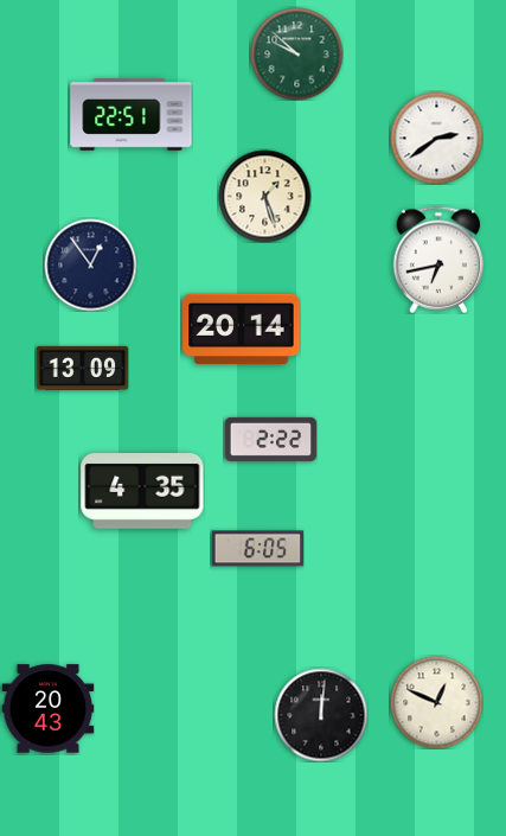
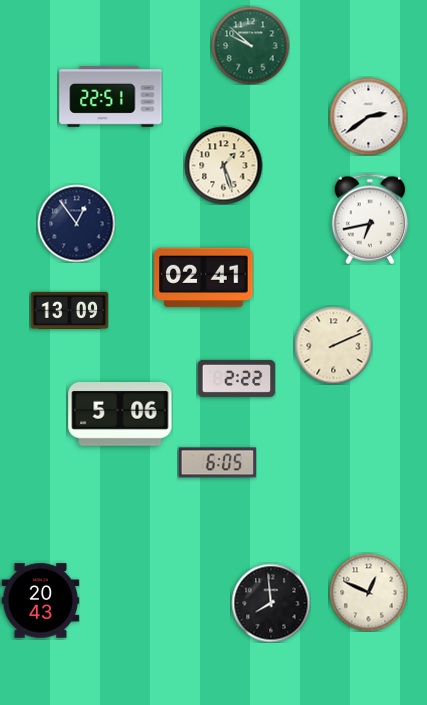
clock at (242, 330): 20:14 -> 02:41
clock at (333, 345): none -> 2:11
clock at (270, 439) position: (270, 439) -> (236, 378)
clock at (142, 492): 4:35 -> 5:06
clock at (47, 709) position: (47, 709) -> (40, 601)
clock at (321, 715): 12:01 -> 7:59
